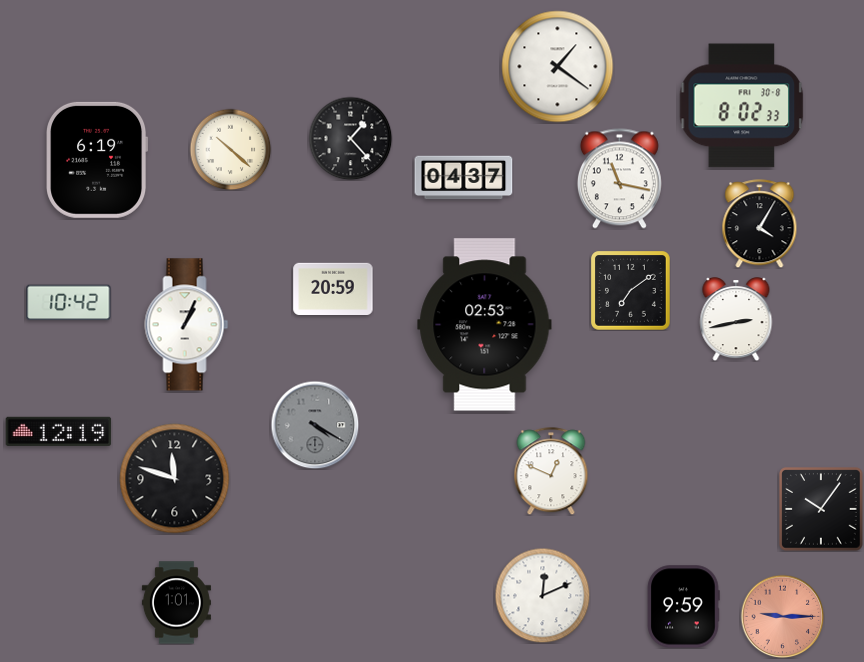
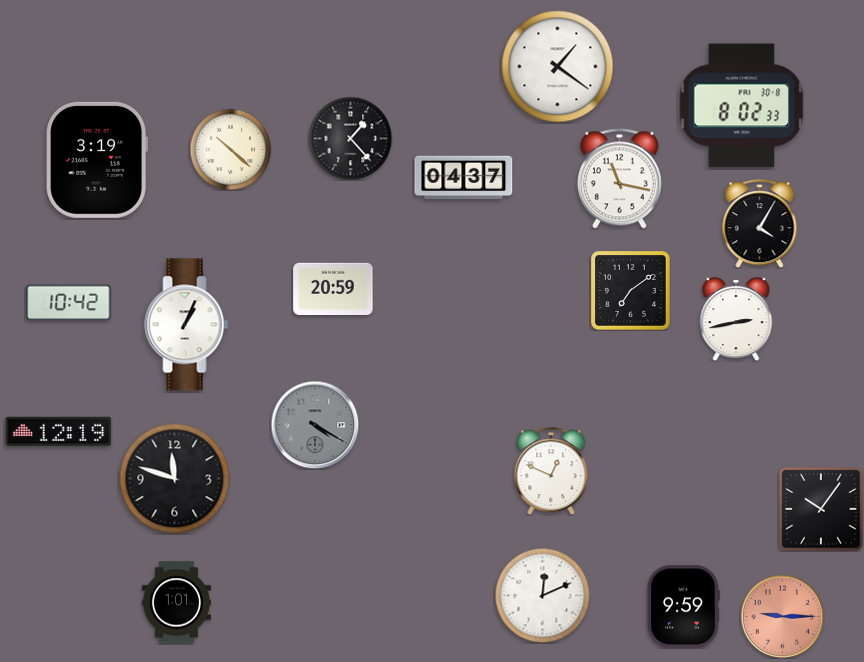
clock at (97, 160): 6:19 -> 3:19
clock at (485, 325): 02:53 -> none
